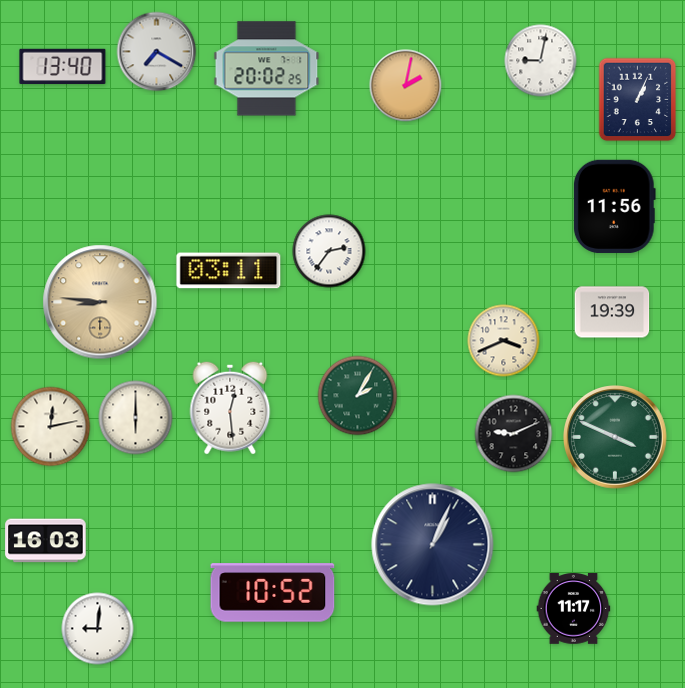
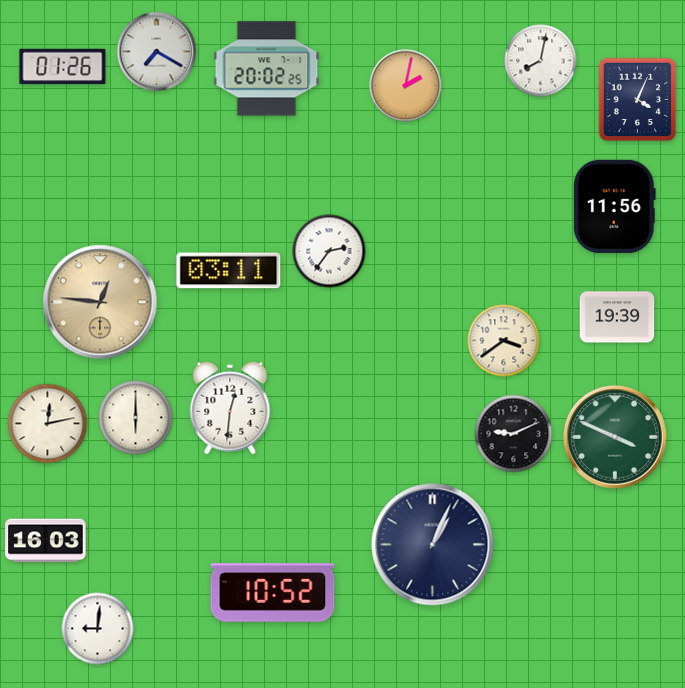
clock at (541, 61): 9:02 -> 8:02
clock at (63, 67): 13:40 -> 01:26
clock at (638, 100): 1:04 -> 4:04
clock at (100, 302): 8:46 -> 12:46
clock at (612, 312) position: (612, 312) -> (617, 317)
clock at (504, 341): 3:41 -> 3:39
clock at (358, 396): 2:05 -> none
clock at (230, 408): 12:29 -> 12:31
clock at (51, 427) position: (51, 427) -> (48, 424)
clock at (574, 609): 11:17 -> none
